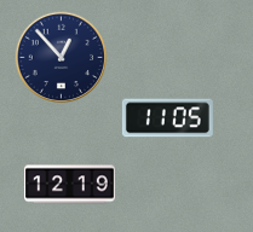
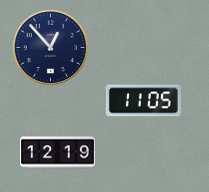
clock at (167, 118) position: (167, 118) -> (143, 101)
